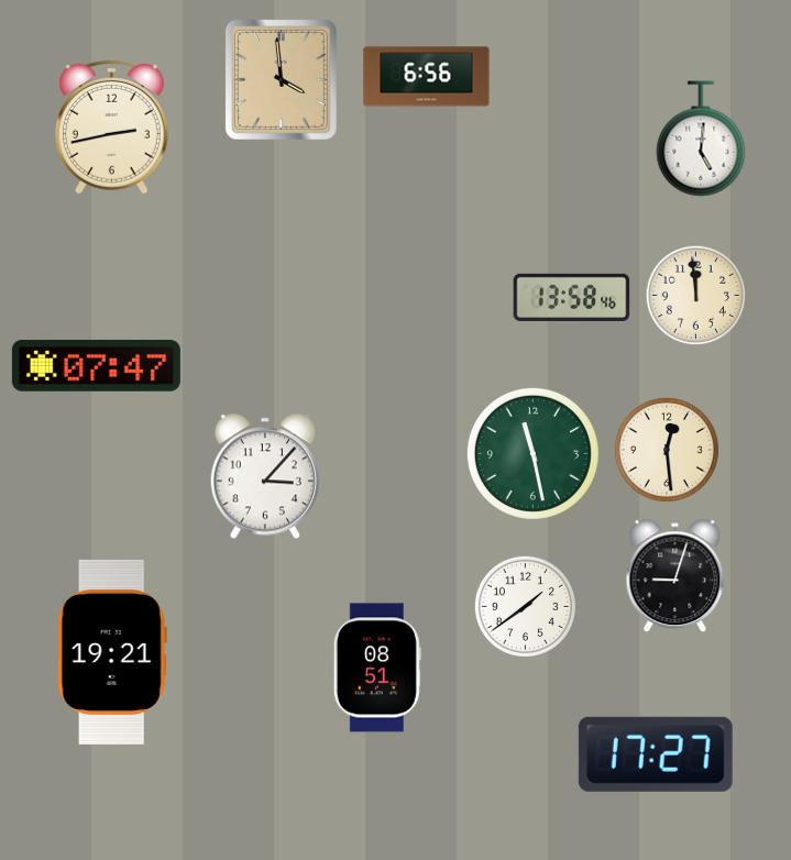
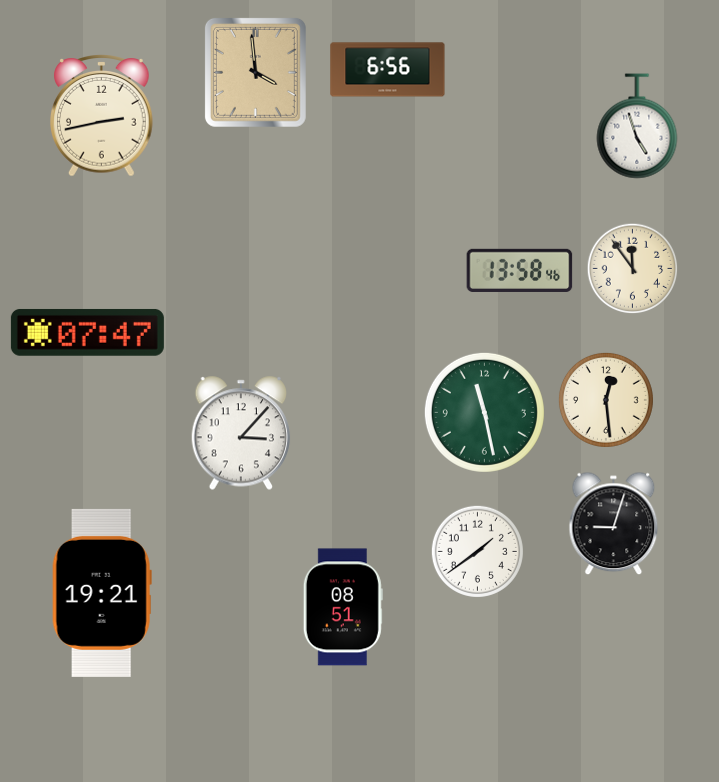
clock at (701, 139): 5:01 -> 4:57
clock at (696, 296): 11:59 -> 11:54
clock at (667, 450) position: (667, 450) -> (606, 400)
clock at (656, 754): 17:27 -> none
